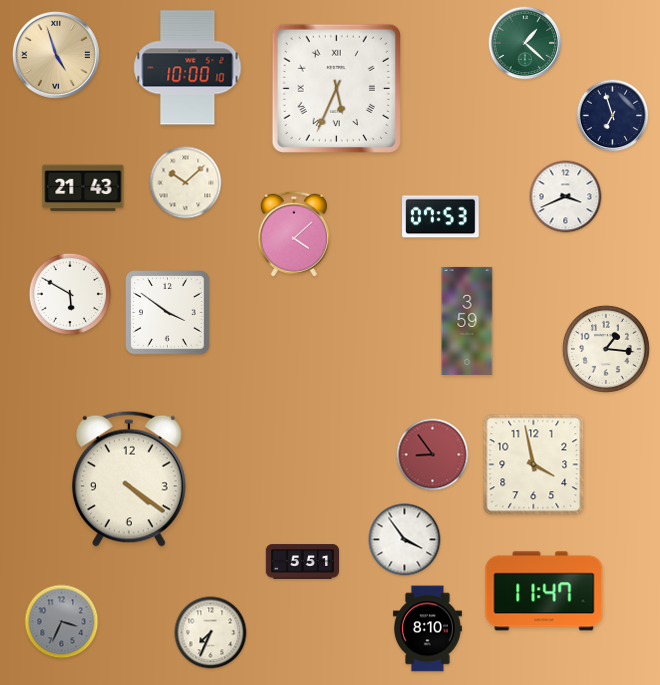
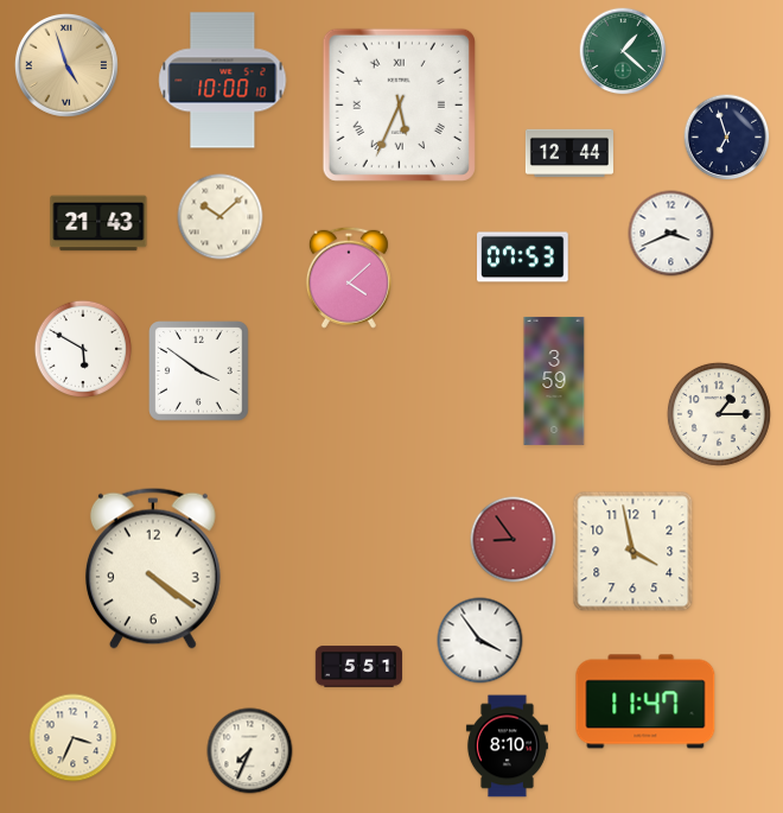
clock at (569, 153): none -> 12:44
clock at (606, 349): 1:16 -> 1:15
clock at (62, 622) dial: grey -> cream
